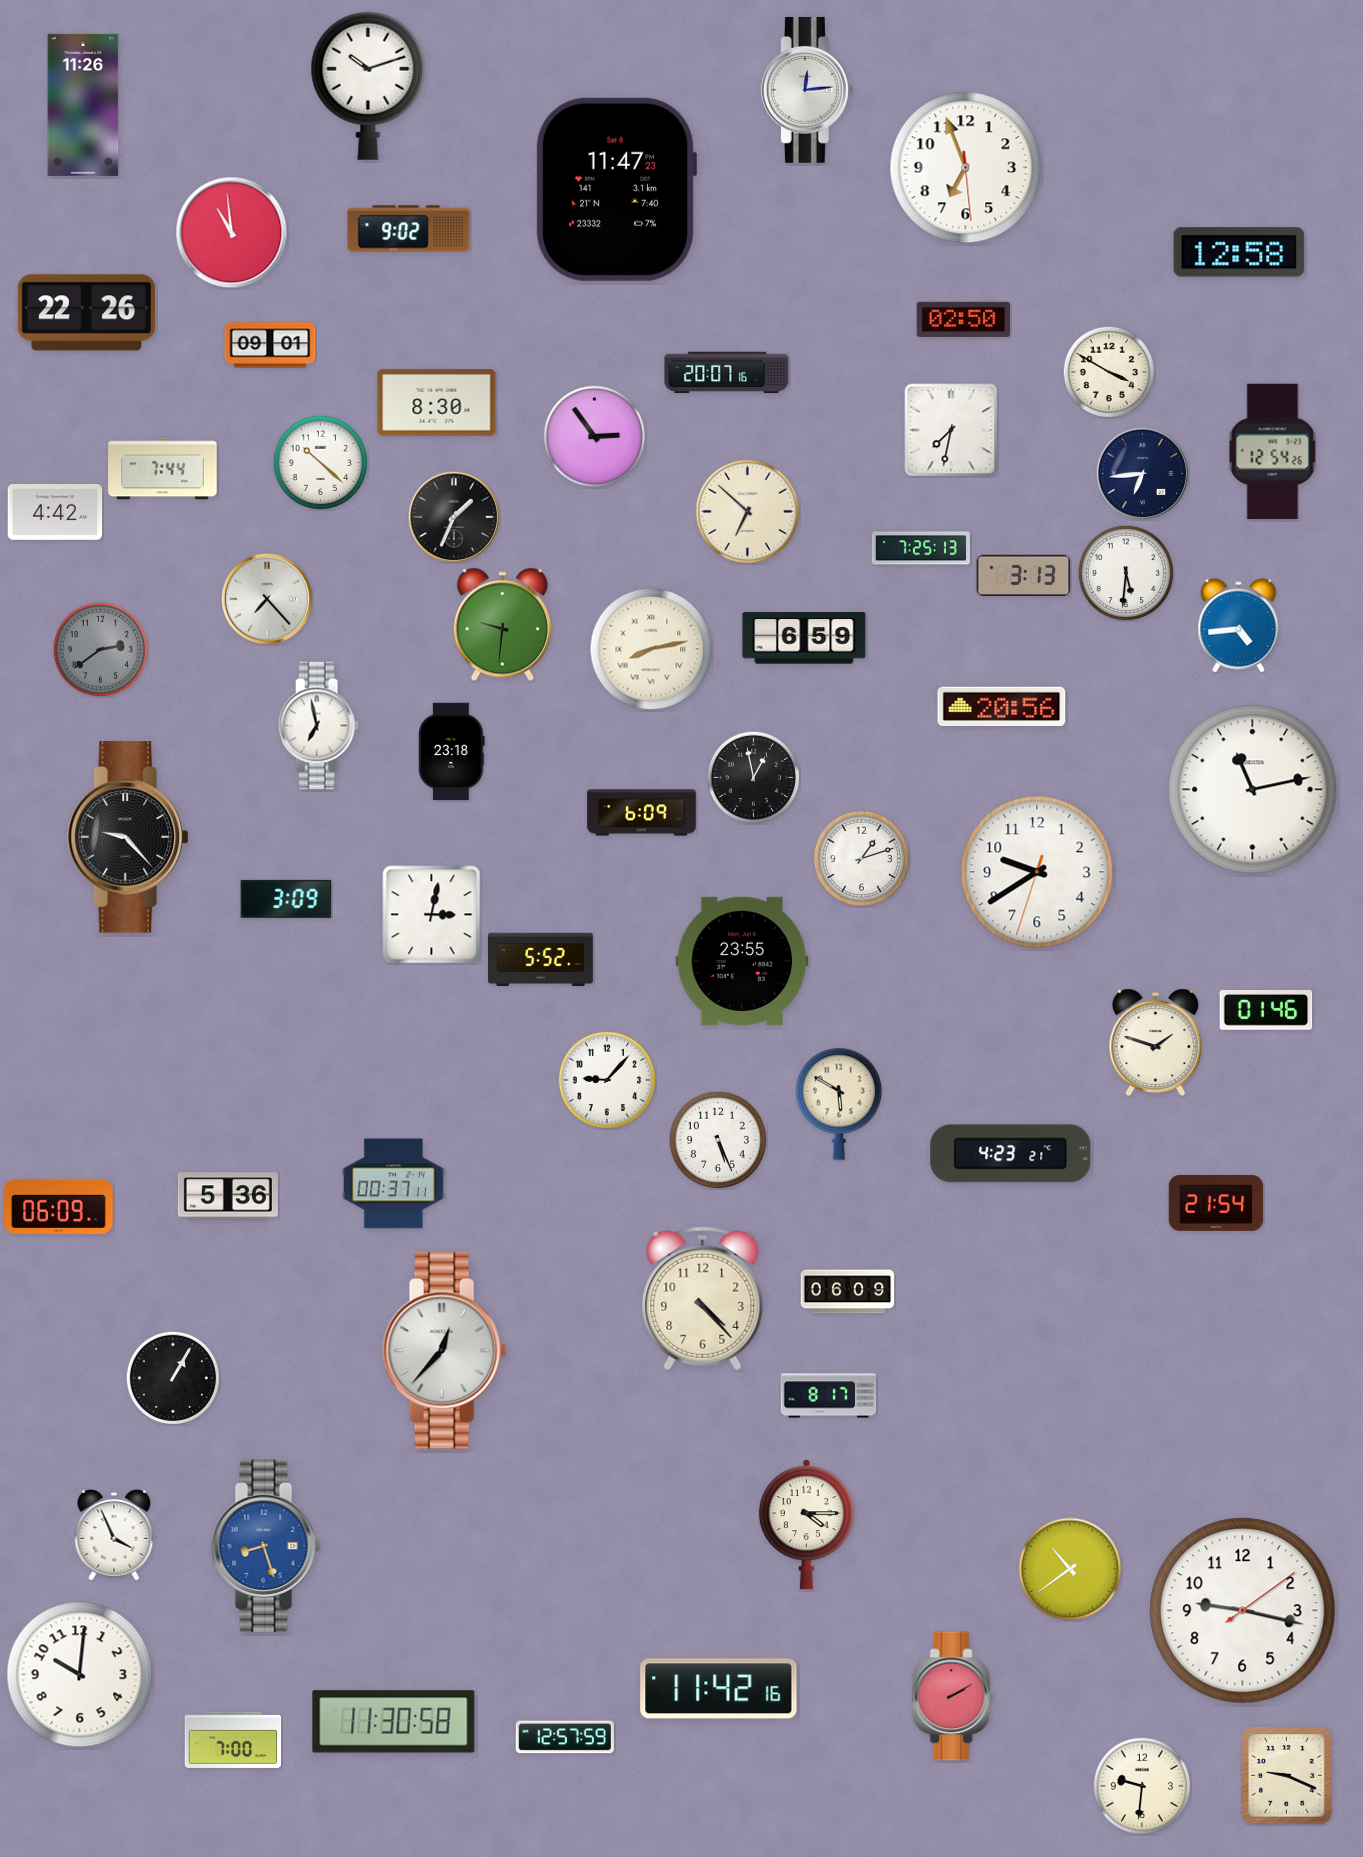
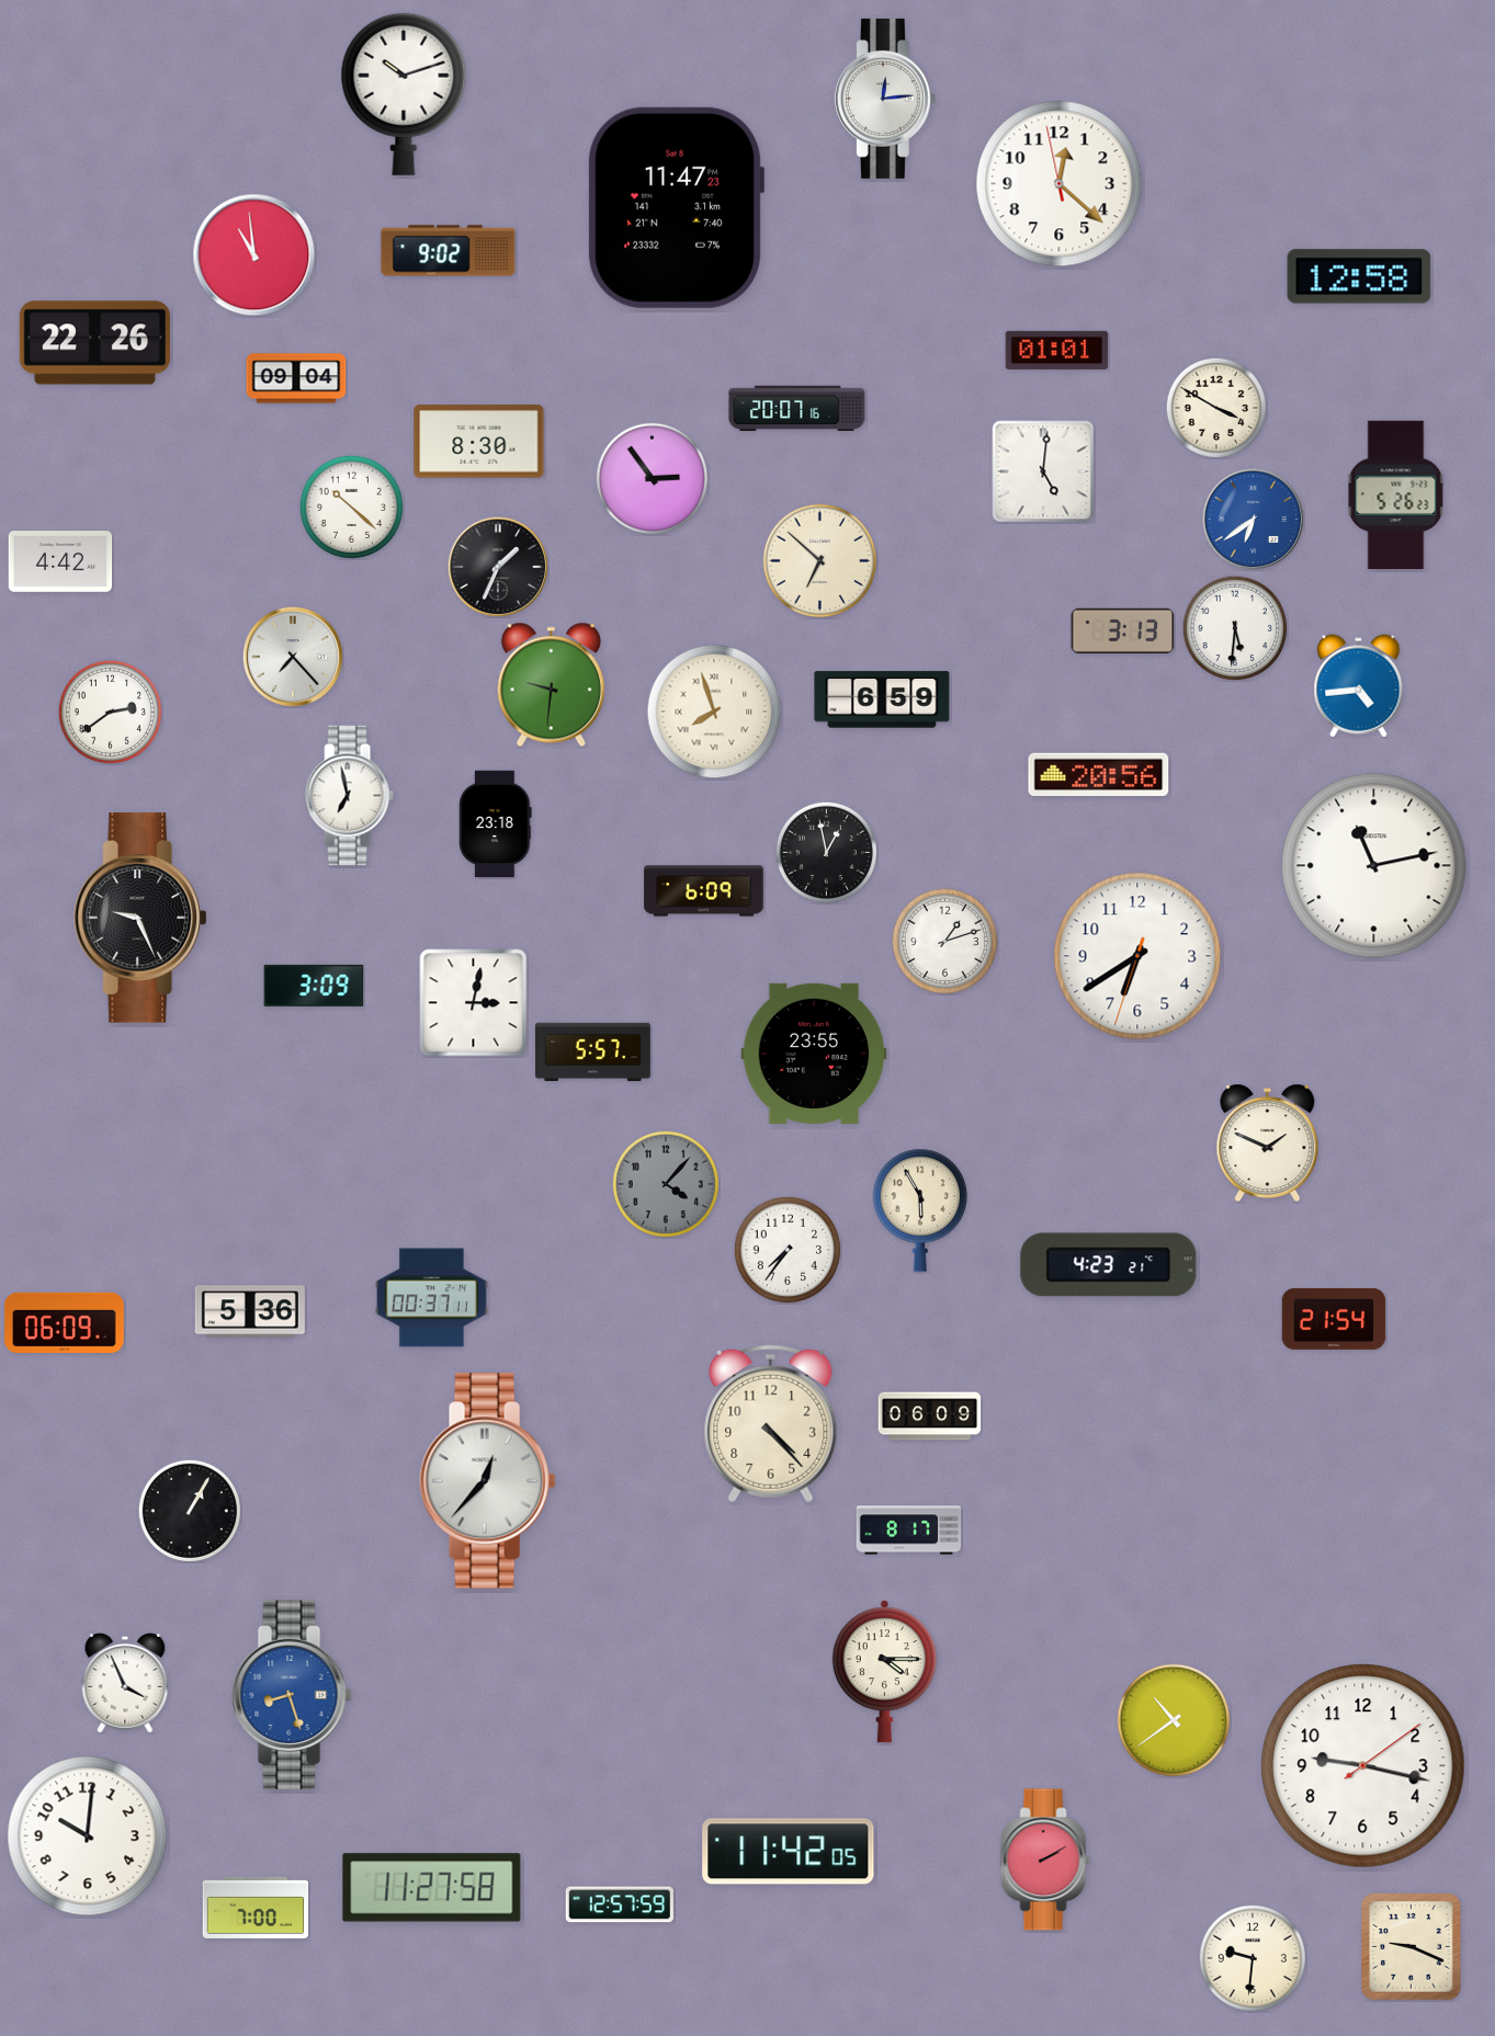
clock at (83, 105): 11:26 -> none
clock at (966, 168): 6:56 -> 12:21
clock at (964, 319): 02:50 -> 01:01
clock at (270, 345): 09:01 -> 09:04
clock at (951, 430): 7:32 -> 5:01
clock at (1273, 452): 12:54 -> 5:26
clock at (163, 469): 7:44 -> none
clock at (1142, 473): 6:44 -> 6:39
clock at (1142, 473) dial: navy -> blue
clock at (920, 548): 7:25 -> none
clock at (100, 649) dial: grey -> white
clock at (651, 649): 8:13 -> 7:57
clock at (128, 837): 9:23 -> 9:26
clock at (1037, 872): 9:39 -> 6:39
clock at (541, 959): 5:52 -> 5:57
clock at (1266, 1011): 01:46 -> none
clock at (1156, 1043): 1:48 -> 1:49
clock at (607, 1080): 9:07 -> 4:07
clock at (607, 1080) dial: white -> grey
clock at (839, 1104): 5:50 -> 5:55
clock at (718, 1140): 5:26 -> 7:36
clock at (719, 1689): 11:42:16 -> 11:42:05
clock at (394, 1722): 11:30 -> 11:27
